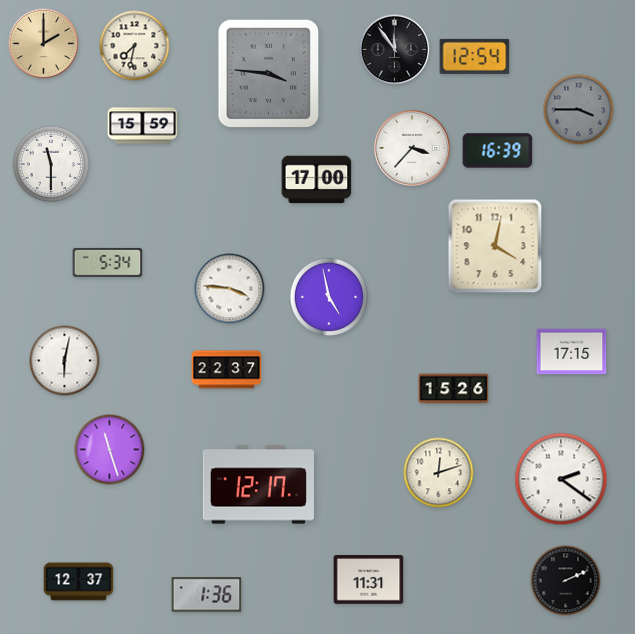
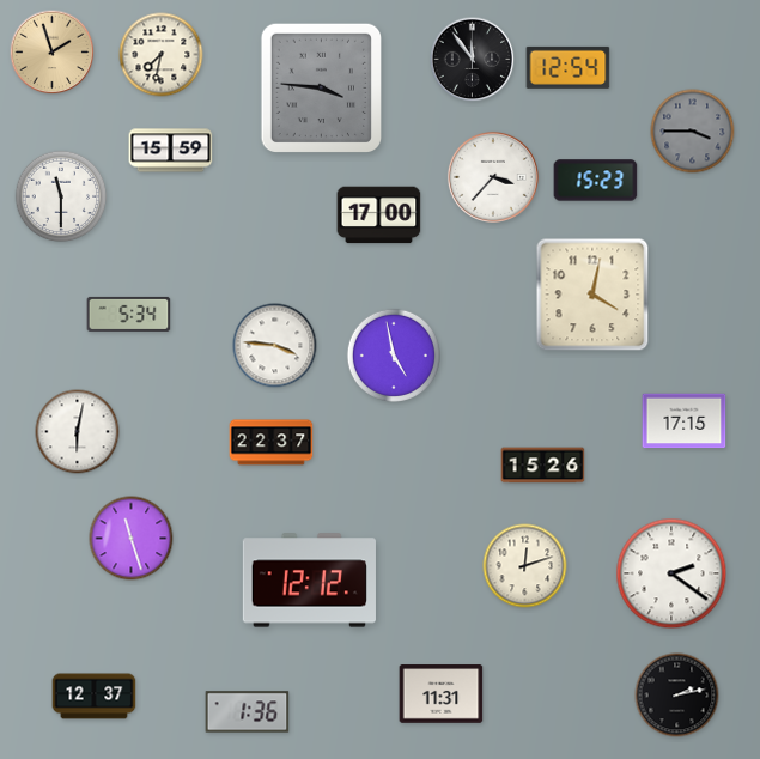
clock at (44, 44): 2:00 -> 1:57
clock at (498, 151): 16:39 -> 15:23
clock at (258, 485): 12:17 -> 12:12
clock at (566, 581): 2:11 -> 2:13
